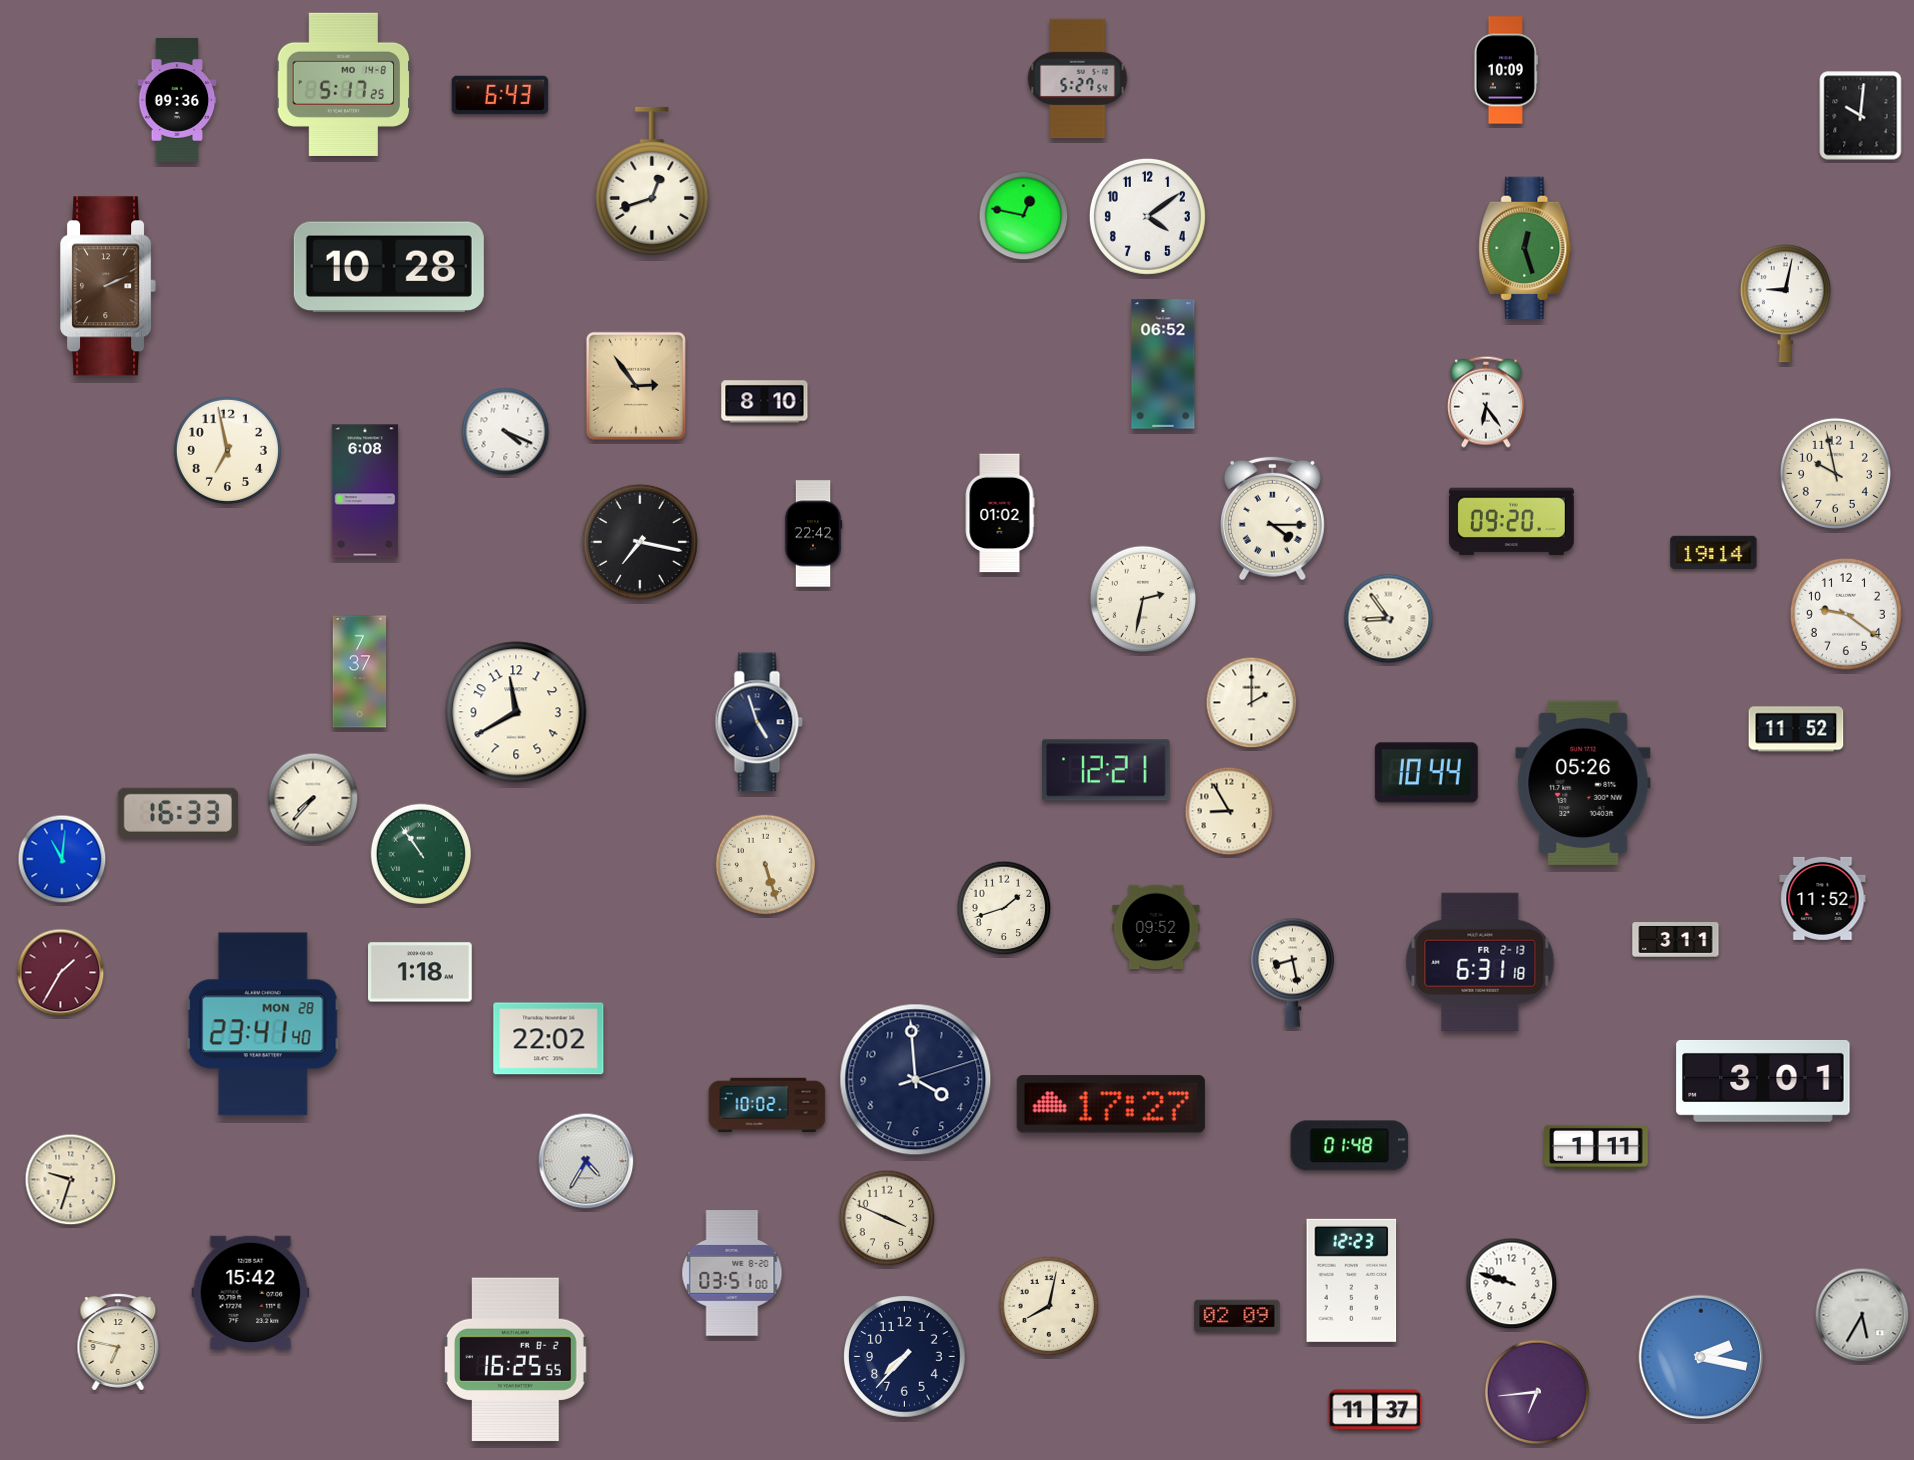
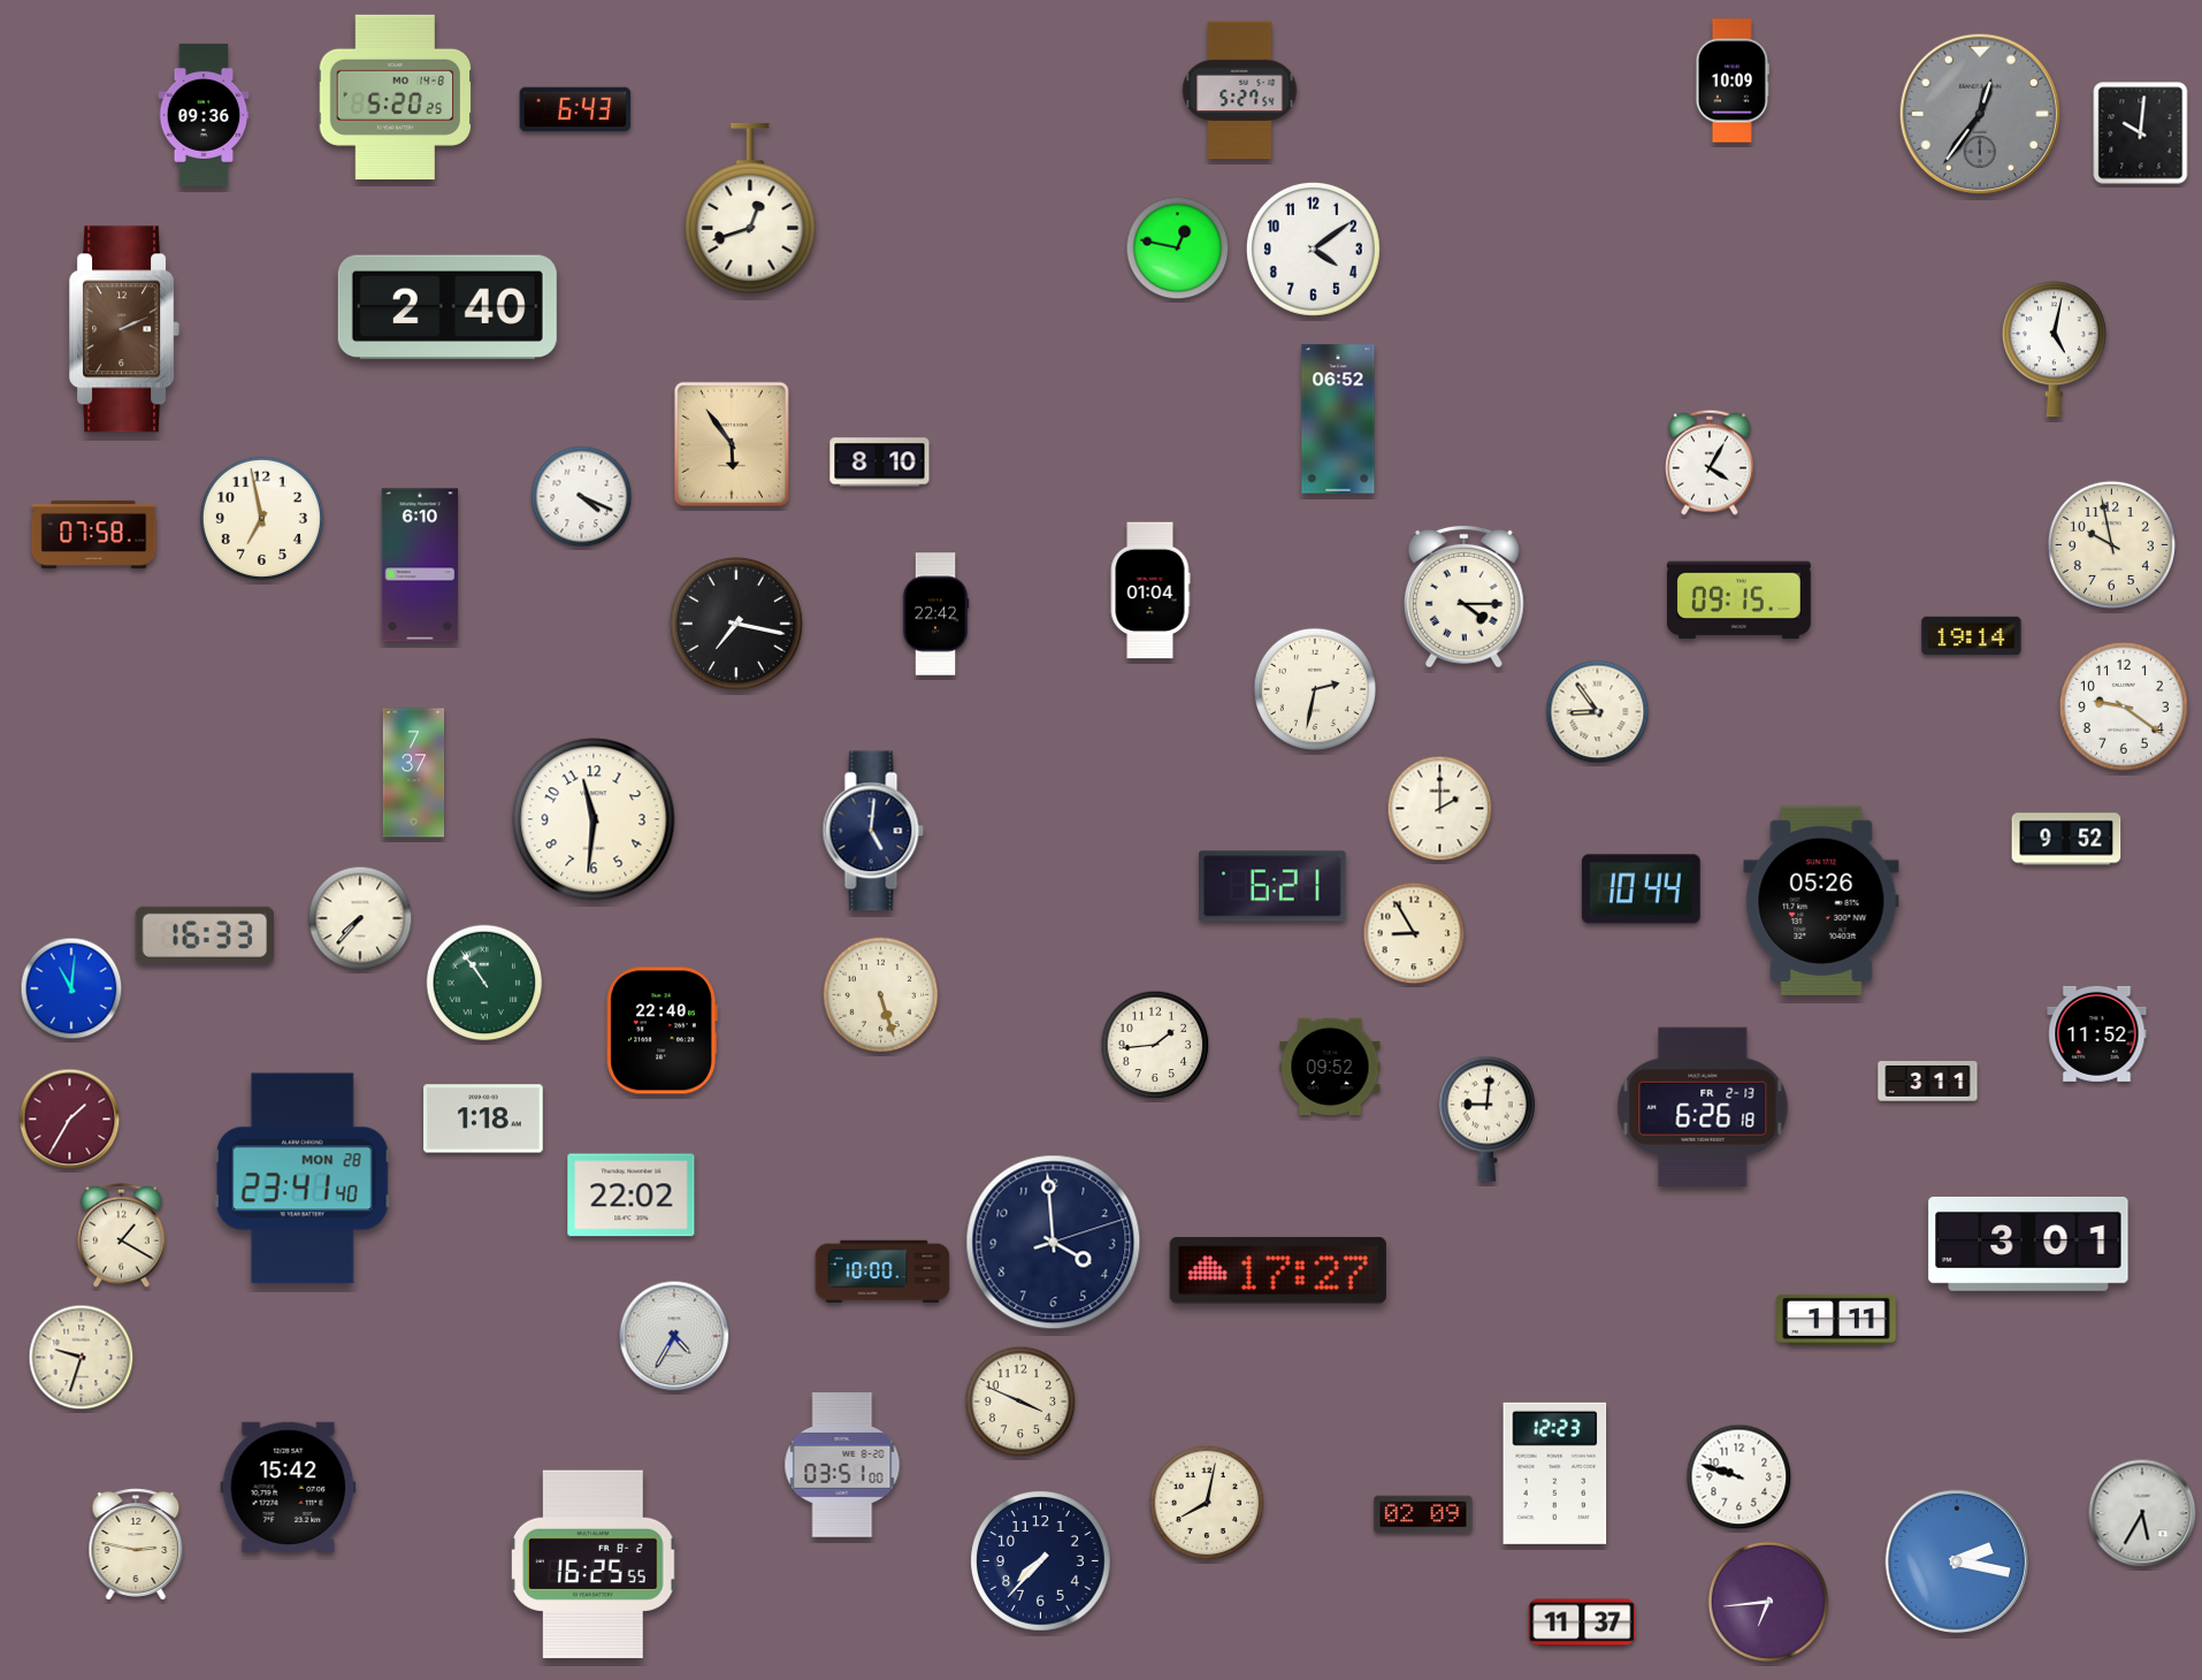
clock at (344, 84): 5:17 -> 5:20
clock at (1980, 114): none -> 12:36
clock at (1147, 216) position: (1147, 216) -> (1313, 249)
clock at (1525, 247): 12:27 -> none
clock at (389, 267): 10:28 -> 2:40
clock at (1785, 304): 9:02 -> 5:02
clock at (636, 386): 2:54 -> 5:54
clock at (1486, 402): 6:24 -> 4:05
clock at (94, 534): none -> 07:58
clock at (365, 491): 6:08 -> 6:10
clock at (1000, 513): 01:02 -> 01:04
clock at (1511, 522): 09:20 -> 09:15
clock at (516, 712): 11:40 -> 11:31
clock at (759, 722): 4:57 -> 5:01
clock at (1796, 729): 11:52 -> 9:52
clock at (1106, 770): 12:21 -> 6:21
clock at (662, 1031): none -> 22:40
clock at (1004, 908): 1:42 -> 1:44
clock at (1480, 962): 6:31 -> 6:26
clock at (1292, 972): 8:28 -> 9:01
clock at (122, 1235): none -> 1:20
clock at (767, 1105): 10:02 -> 10:00
clock at (1350, 1146): 01:48 -> none
clock at (118, 1342): 6:47 -> 2:47
